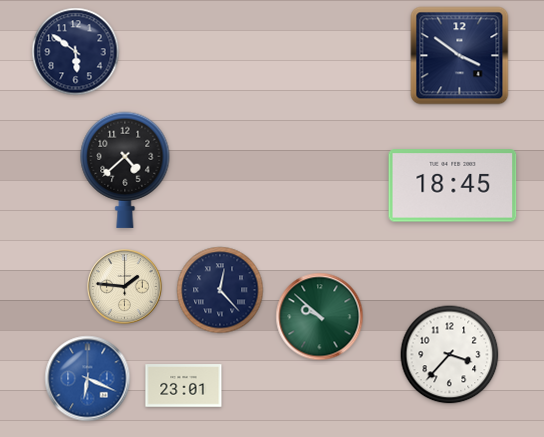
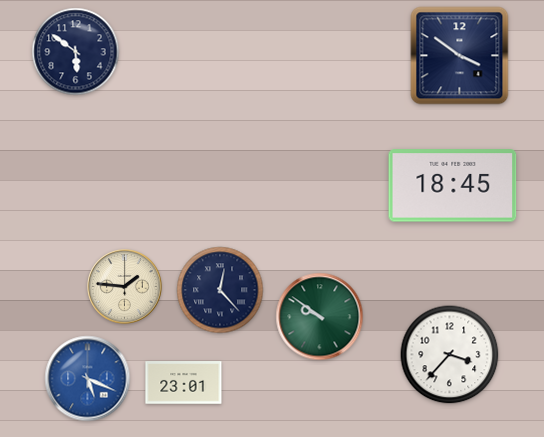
clock at (125, 170): 4:38 -> none
clock at (320, 317): 9:52 -> 9:51
clock at (88, 379): 6:19 -> 5:19
clock at (184, 386) position: (184, 386) -> (184, 383)
